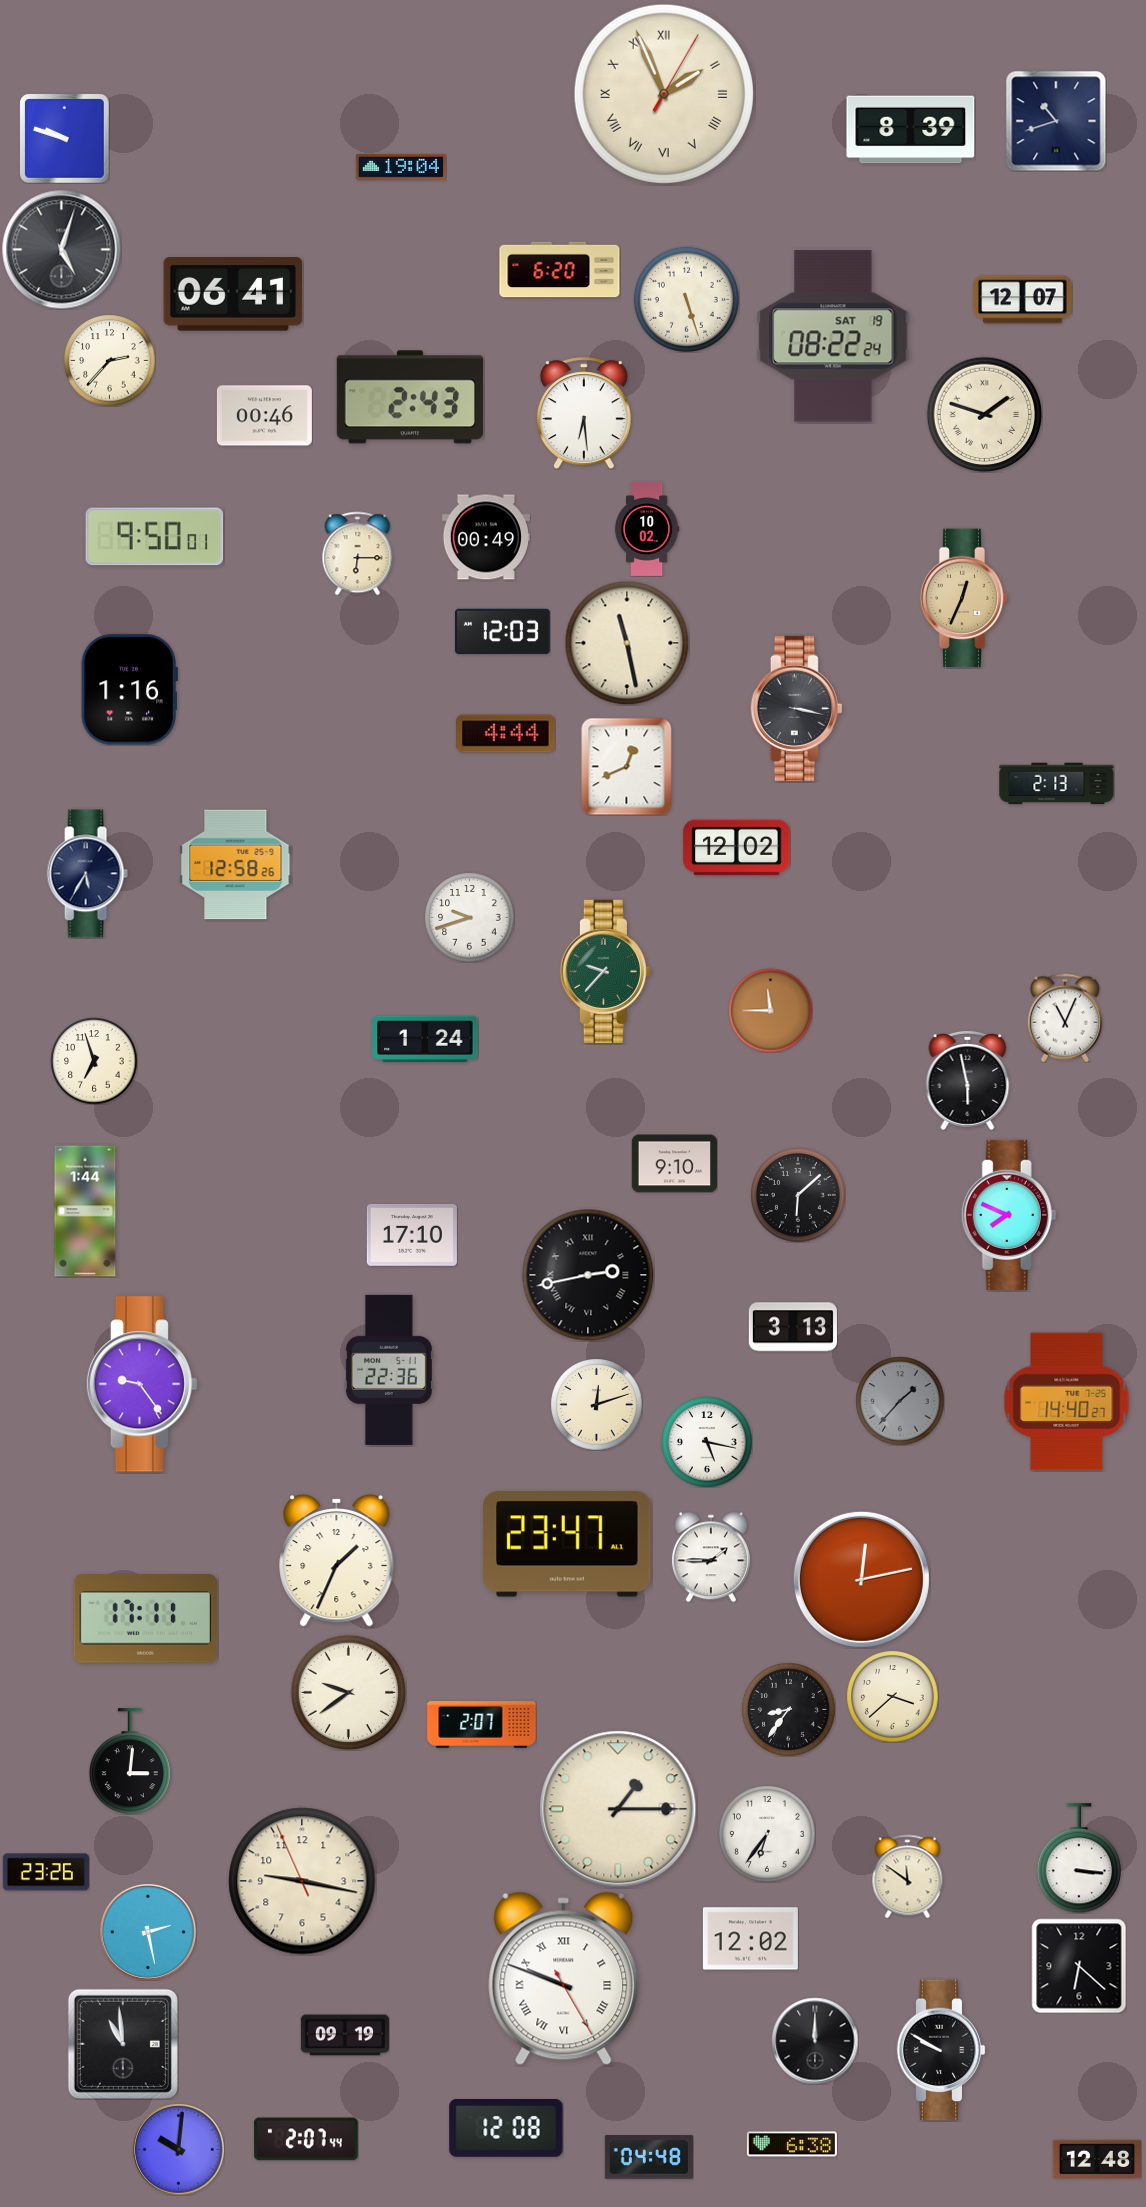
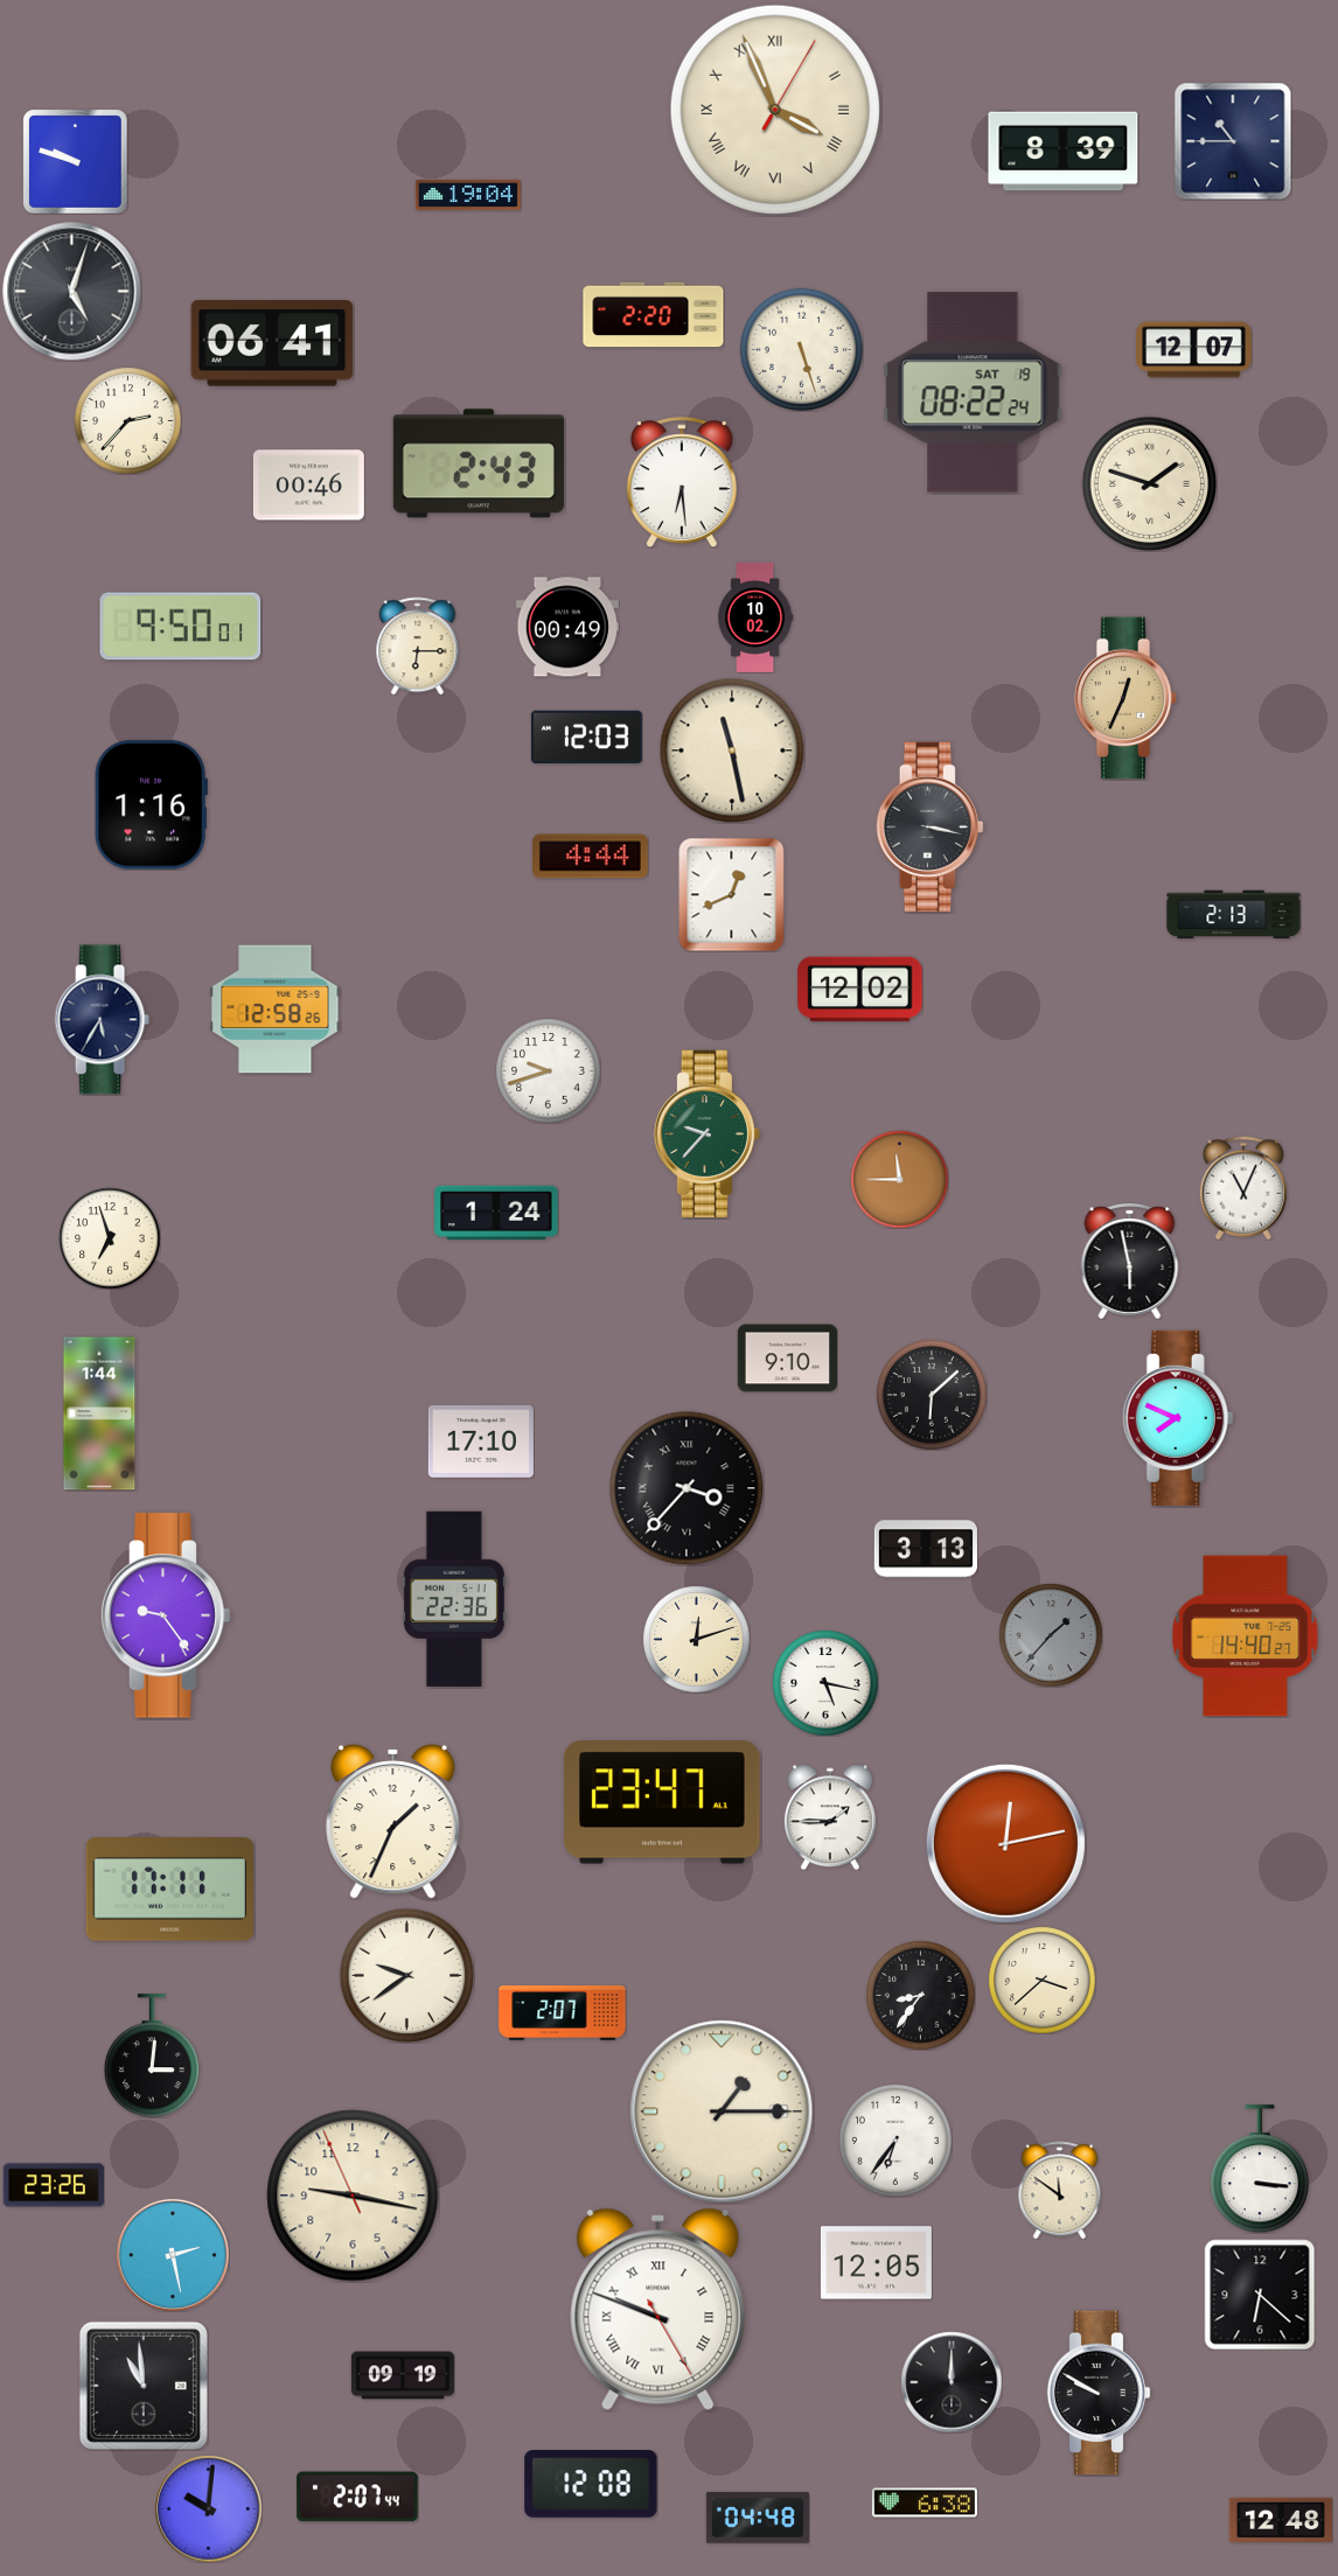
clock at (664, 94): 1:56 -> 3:56
clock at (1056, 121): 10:42 -> 10:45
clock at (560, 270): 6:20 -> 2:20
clock at (588, 1275): 2:43 -> 3:37
clock at (750, 1939): 12:02 -> 12:05
